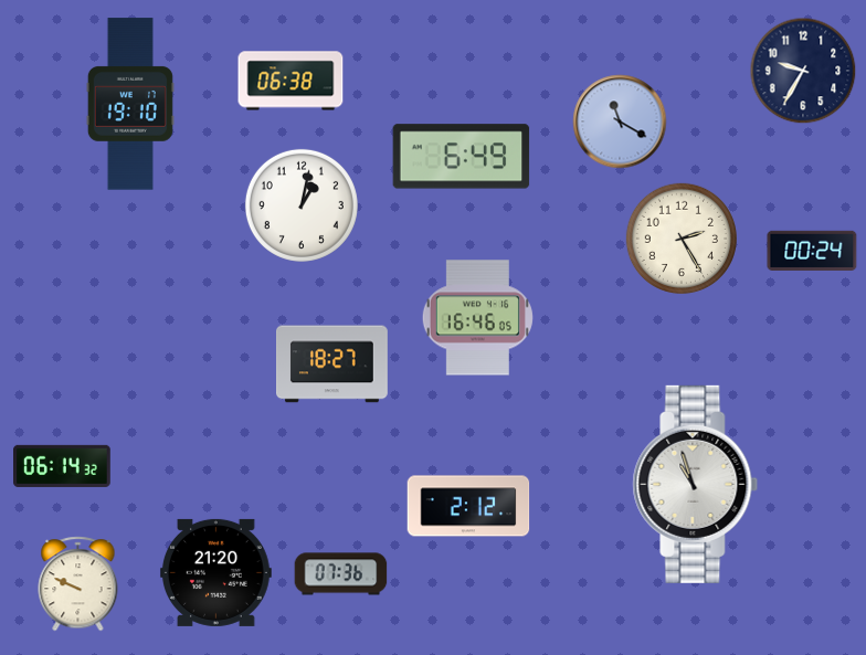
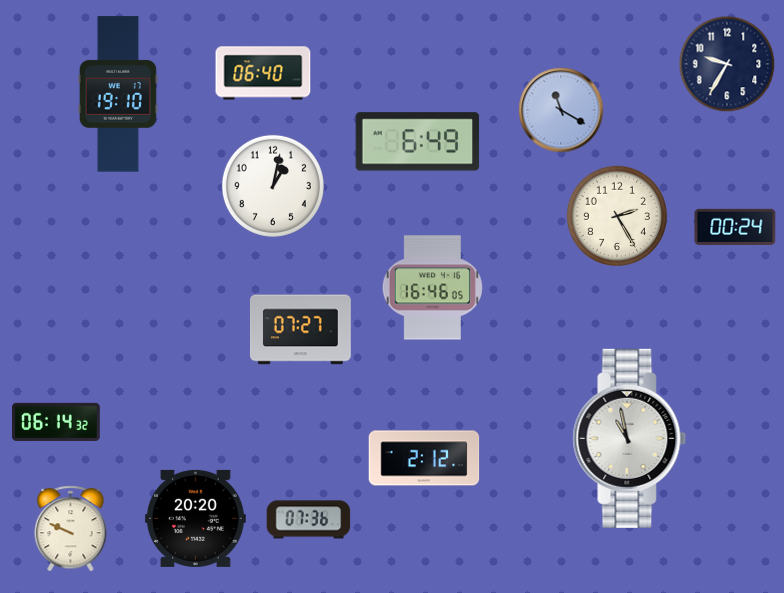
clock at (291, 81): 06:38 -> 06:40
clock at (332, 365): 18:27 -> 07:27
clock at (696, 484): 10:57 -> 10:58
clock at (215, 572): 21:20 -> 20:20
